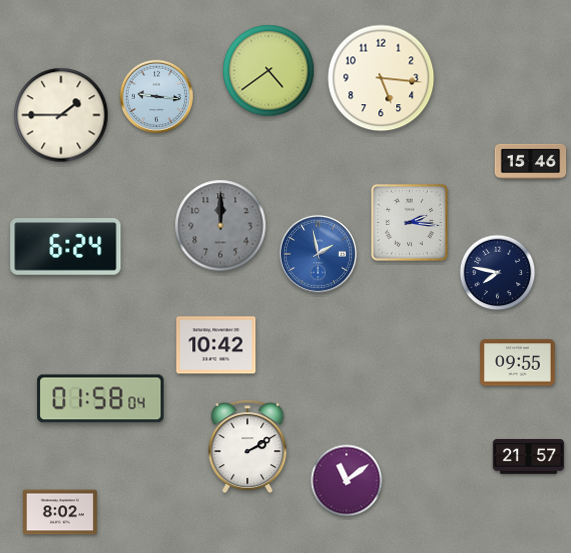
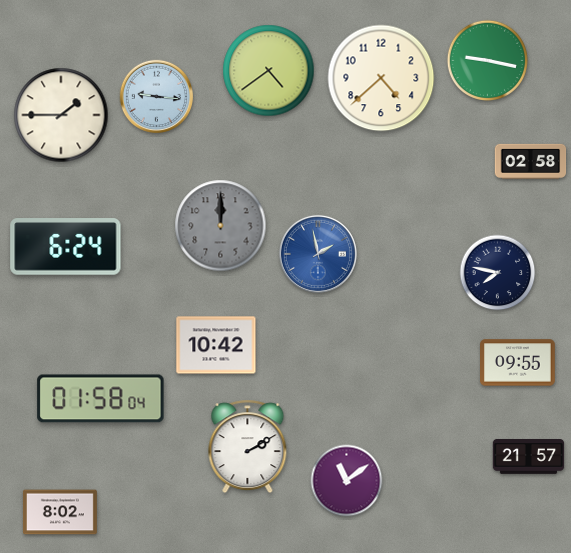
clock at (487, 60): none -> 9:17
clock at (381, 78): 5:16 -> 4:38
clock at (531, 161): 15:46 -> 02:58
clock at (409, 222): 2:16 -> none
